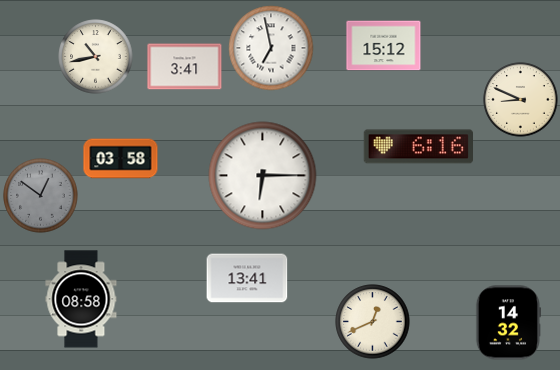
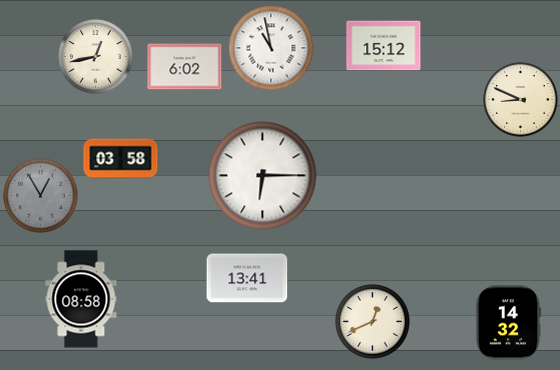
clock at (271, 48): 6:58 -> 10:58
clock at (96, 57): 10:43 -> 12:43
clock at (185, 67): 3:41 -> 6:02
clock at (418, 147): 6:16 -> none
clock at (41, 196): 12:51 -> 12:55
